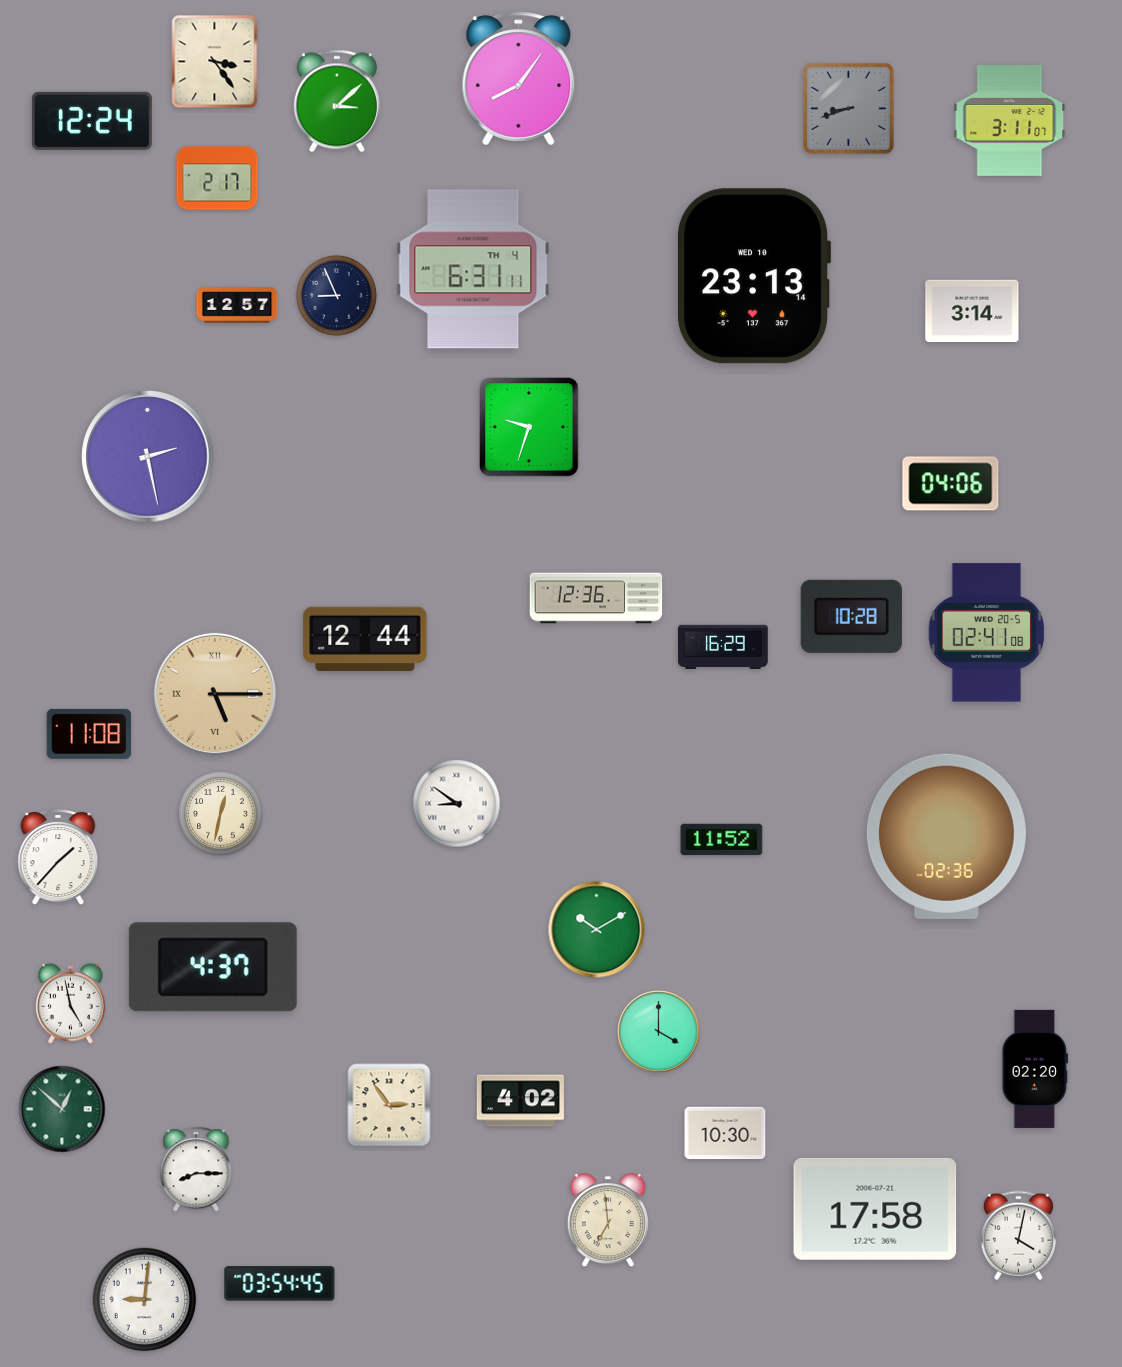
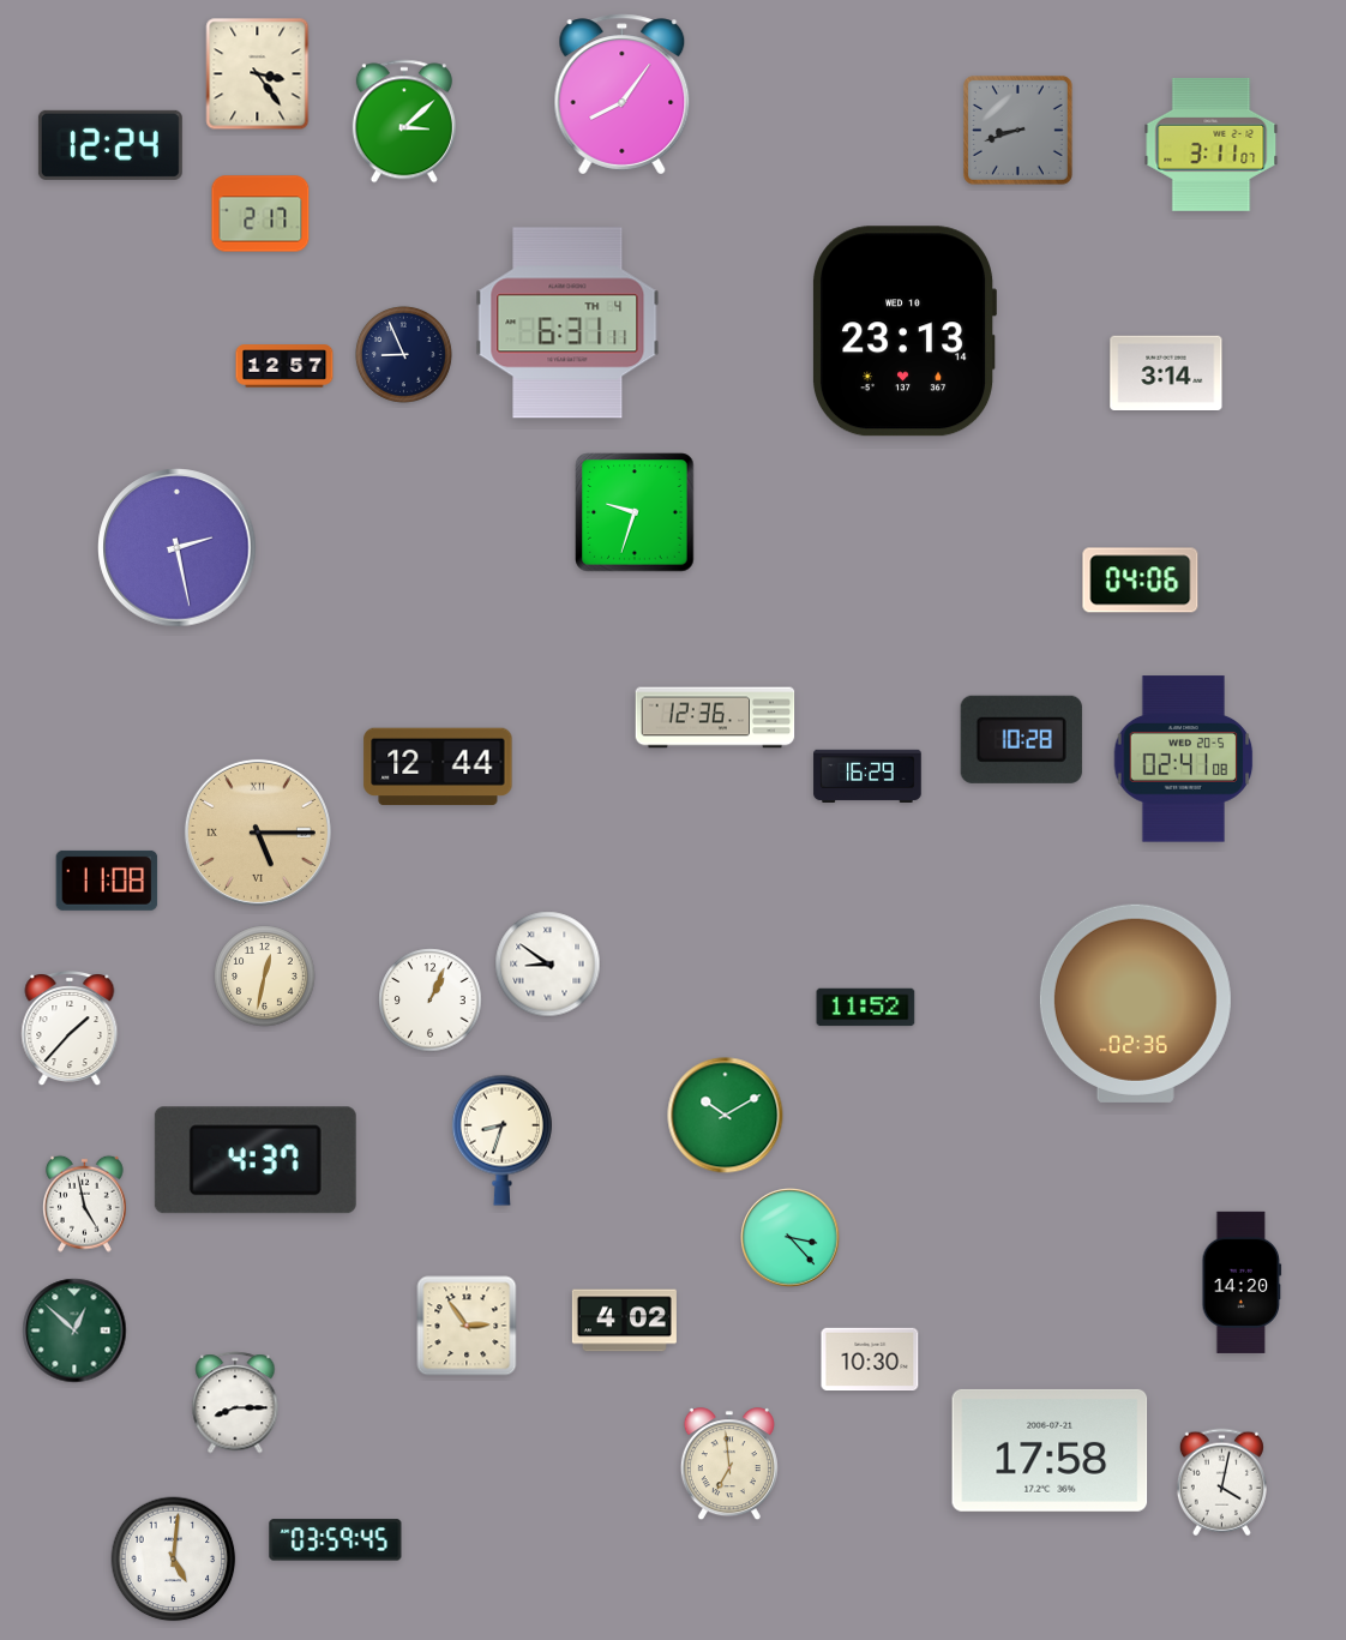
clock at (431, 1001): none -> 1:04
clock at (597, 930) position: (597, 930) -> (726, 1116)
clock at (501, 1140): none -> 8:33
clock at (659, 1032): 4:00 -> 3:23
clock at (1035, 1069): 02:20 -> 14:20
clock at (280, 1284): 03:54 -> 03:59
clock at (145, 1300): 9:01 -> 5:01
